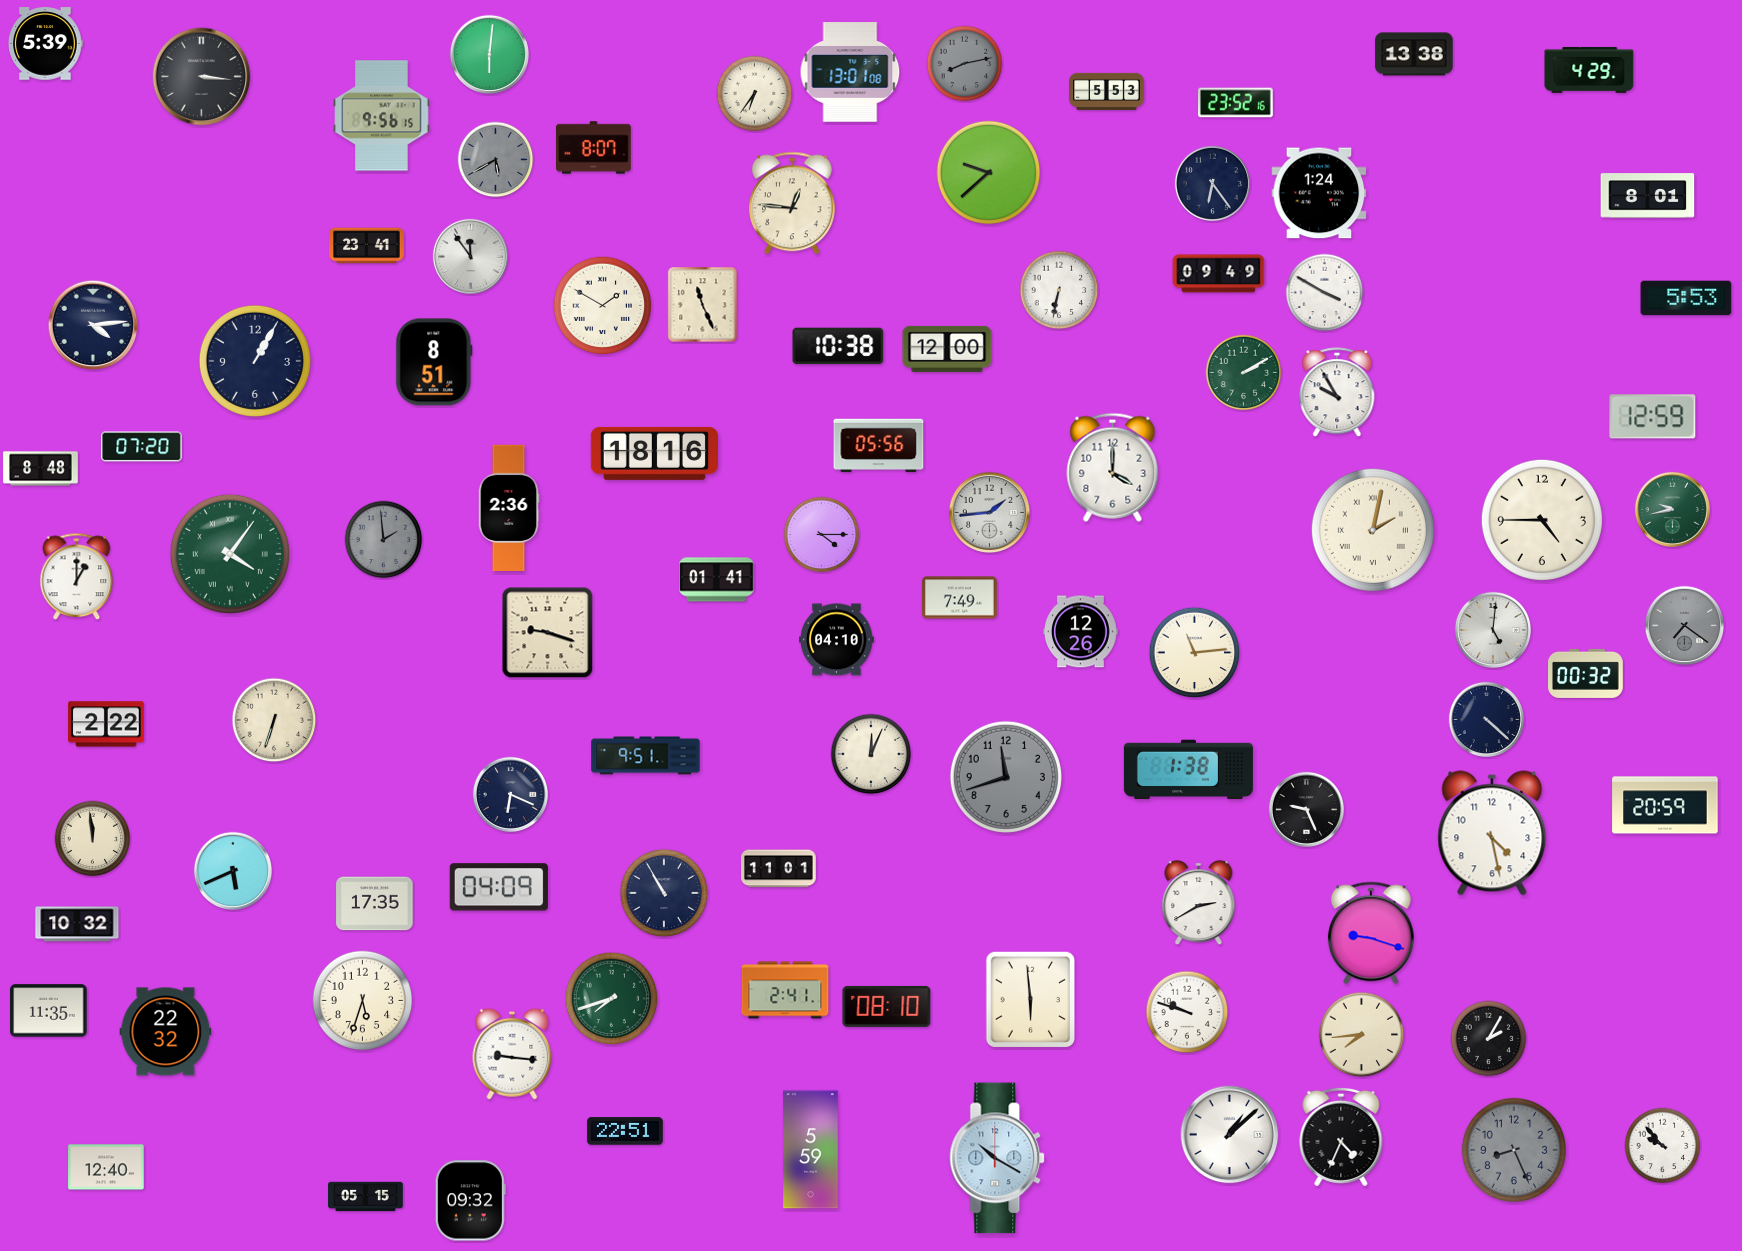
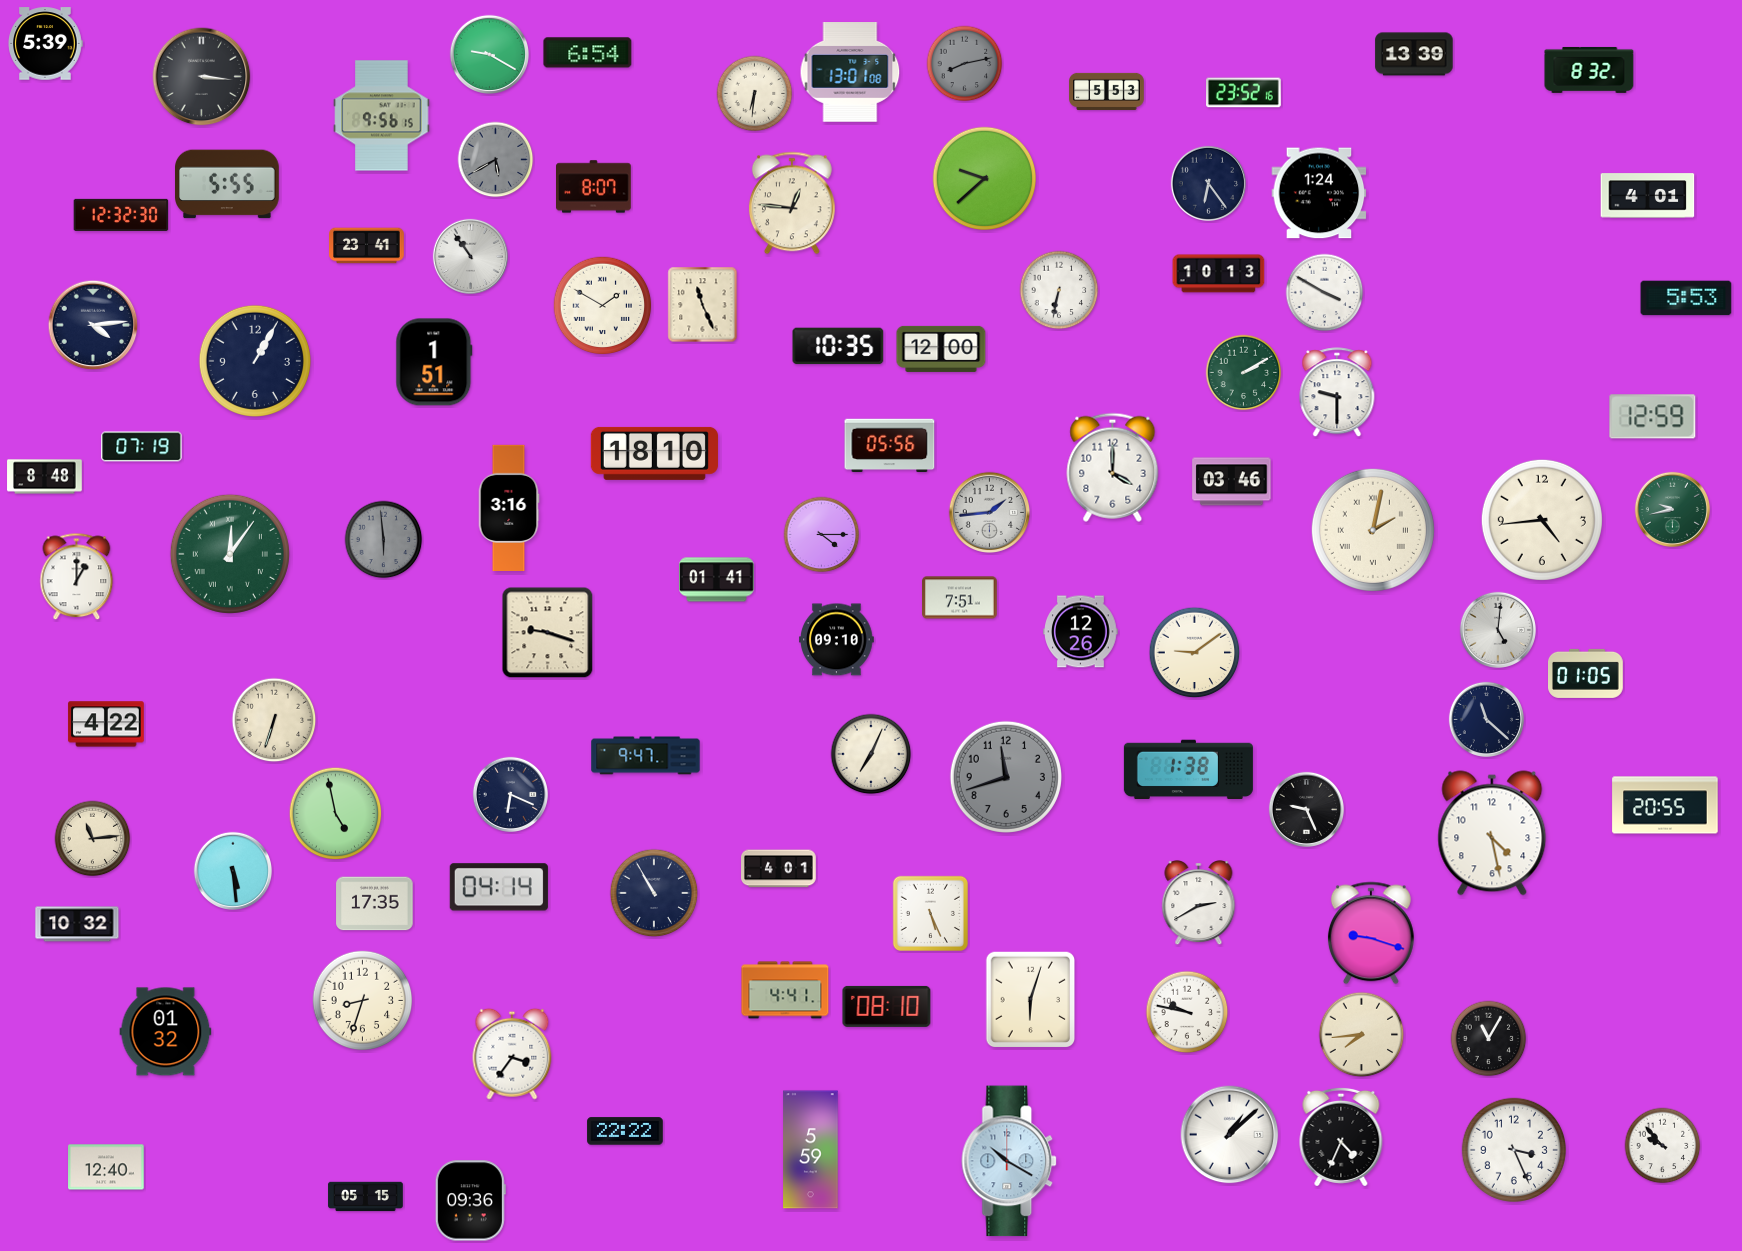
clock at (588, 53): none -> 6:54
clock at (489, 54): 6:01 -> 9:20
clock at (1414, 54): 13:38 -> 13:39
clock at (1589, 70): 4:29 -> 8:32
clock at (755, 94): 6:36 -> 6:31
clock at (1236, 103) position: (1236, 103) -> (1244, 93)
clock at (594, 148) position: (594, 148) -> (594, 187)
clock at (988, 172) position: (988, 172) -> (984, 178)
clock at (1212, 183) position: (1212, 183) -> (1208, 183)
clock at (228, 184): none -> 5:55
clock at (1648, 196): 8:01 -> 4:01
clock at (121, 215): none -> 12:32
clock at (470, 256): 11:54 -> 10:54
clock at (1219, 274): 09:49 -> 10:13
clock at (838, 346): 10:38 -> 10:35
clock at (947, 349) position: (947, 349) -> (941, 349)
clock at (434, 362): 8:51 -> 1:51
clock at (1337, 393): 9:55 -> 9:30
clock at (879, 446) position: (879, 446) -> (890, 446)
clock at (142, 447): 07:20 -> 07:19
clock at (654, 453): 18:16 -> 18:10
clock at (41, 469) position: (41, 469) -> (45, 477)
clock at (1232, 482): none -> 03:46
clock at (509, 507): 2:36 -> 3:16
clock at (1542, 520): 4:45 -> 4:44
clock at (384, 540): 1:59 -> 5:59
clock at (230, 554): 4:06 -> 12:06
clock at (960, 598): 7:49 -> 7:51
clock at (1684, 625): 7:21 -> none
clock at (1492, 629) position: (1492, 629) -> (1497, 629)
clock at (837, 640): 04:10 -> 09:10
clock at (1195, 653): 11:14 -> 9:09
clock at (1586, 673): 00:32 -> 01:05
clock at (1486, 719): 4:22 -> 11:22
clock at (106, 724): 2:22 -> 4:22
clock at (871, 754): 12:04 -> 7:04
clock at (646, 756): 9:51 -> 9:47
clock at (1665, 805): 20:59 -> 20:55
clock at (336, 814): none -> 4:58
clock at (93, 839): 11:59 -> 11:14
clock at (779, 869): 11:01 -> 4:01
clock at (232, 870): 5:41 -> 5:29
clock at (499, 887): 04:09 -> 04:14
clock at (664, 893) position: (664, 893) -> (654, 893)
clock at (930, 913): none -> 5:26
clock at (785, 990): 2:41 -> 4:41
clock at (612, 999): 7:42 -> none
clock at (1031, 1000): 5:59 -> 6:03
clock at (363, 1001): 5:33 -> 8:33
clock at (49, 1011): 11:35 -> none
clock at (1187, 1012): 9:48 -> 9:47
clock at (166, 1032): 22:32 -> 01:32
clock at (1489, 1039): 2:05 -> 11:05
clock at (512, 1054): 9:16 -> 3:36
clock at (625, 1131): 22:51 -> 22:22
clock at (1513, 1149): 8:26 -> 3:26
clock at (1513, 1149) dial: grey -> white
clock at (998, 1158) position: (998, 1158) -> (1010, 1161)
clock at (470, 1201): 09:32 -> 09:36
